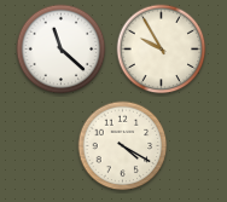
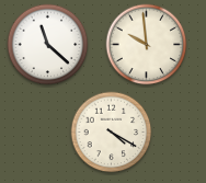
clock at (62, 50) position: (62, 50) -> (48, 45)
clock at (162, 50): 9:55 -> 9:59
